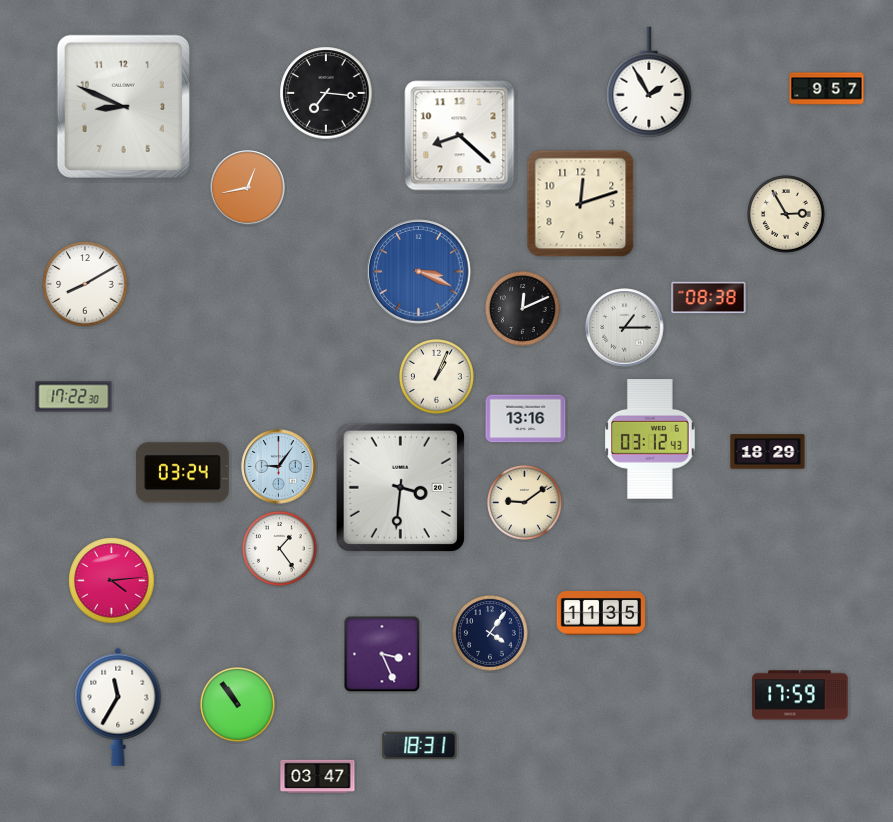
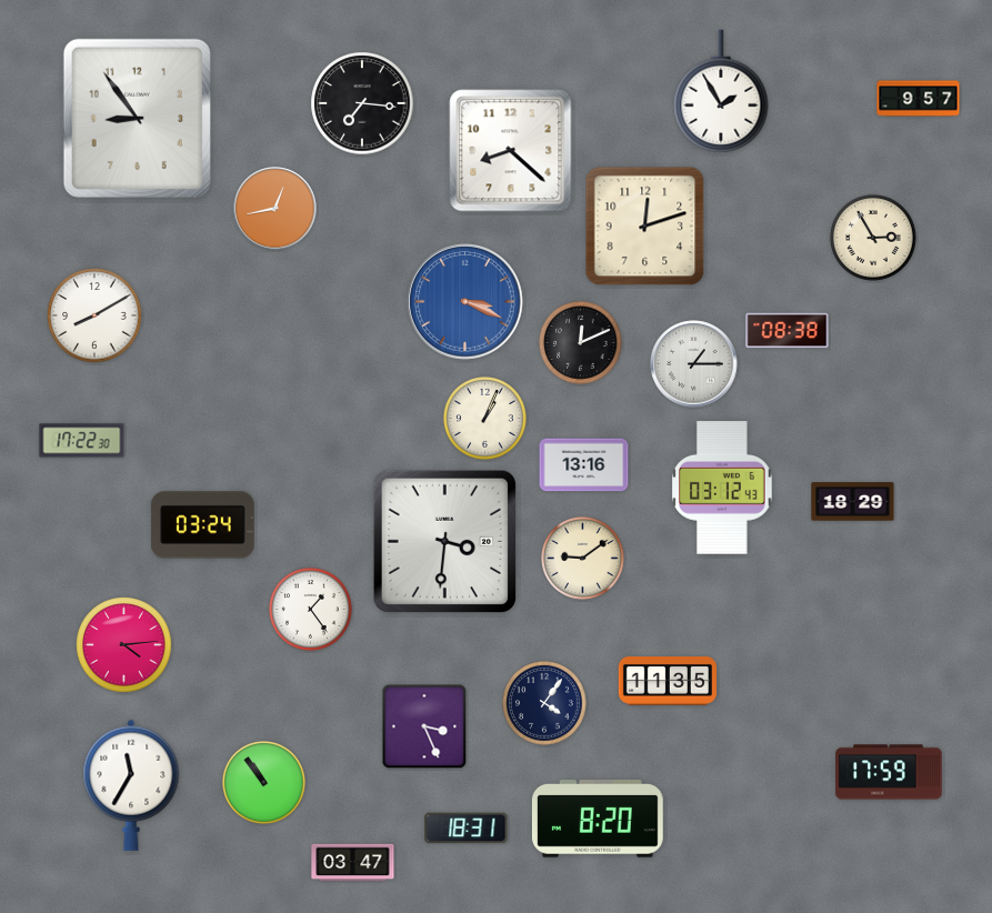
clock at (123, 106): 8:49 -> 8:54
clock at (279, 467): 9:06 -> none
clock at (598, 819): none -> 8:20
